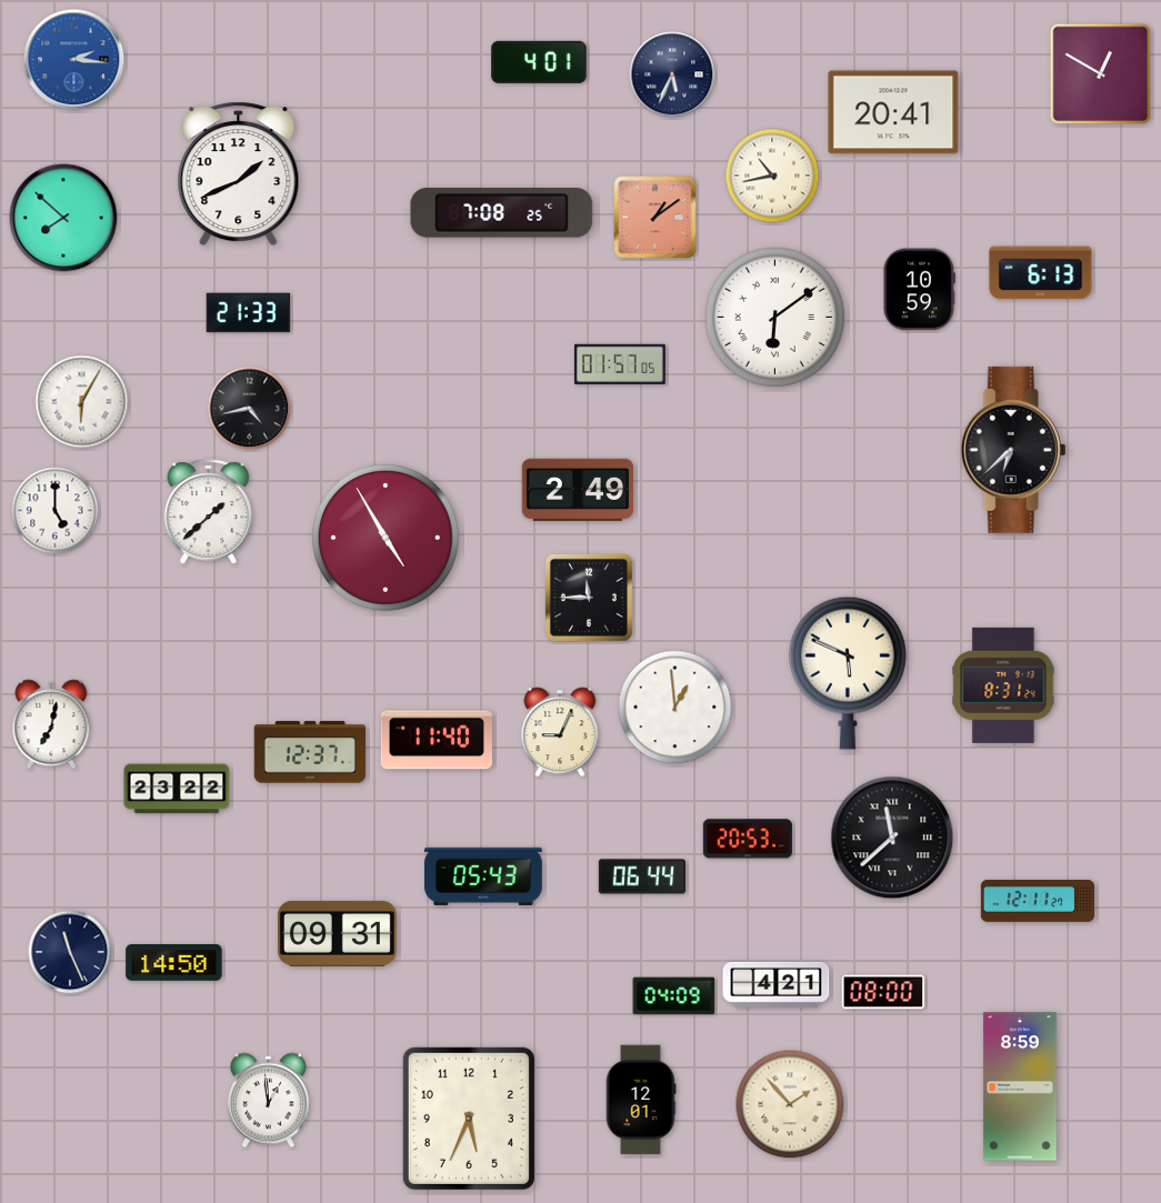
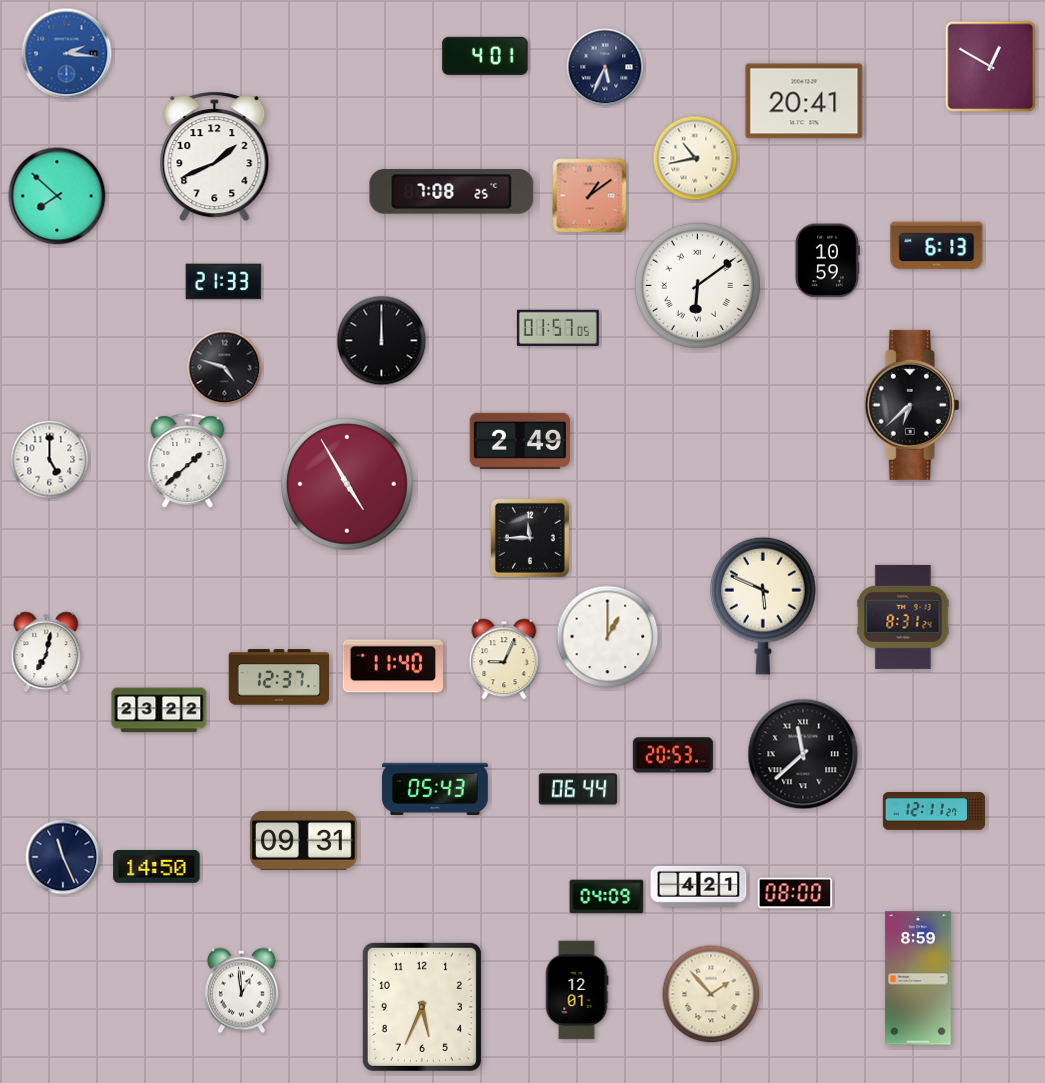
clock at (382, 341): none -> 12:00
clock at (82, 402): 6:05 -> none
clock at (250, 409): 4:43 -> 4:48
clock at (675, 708): 12:59 -> 1:00
